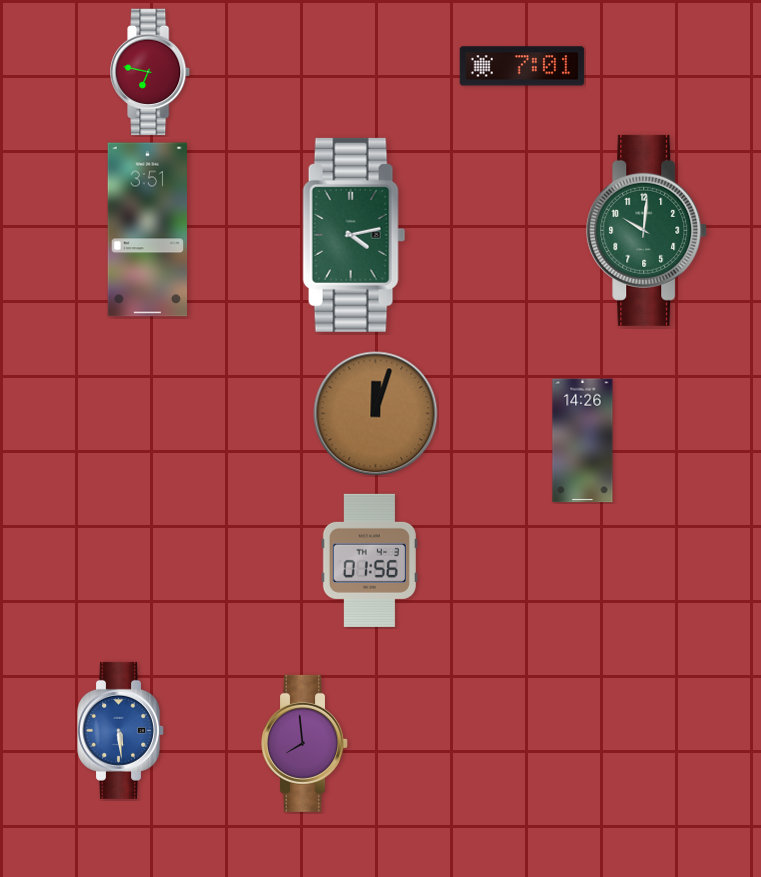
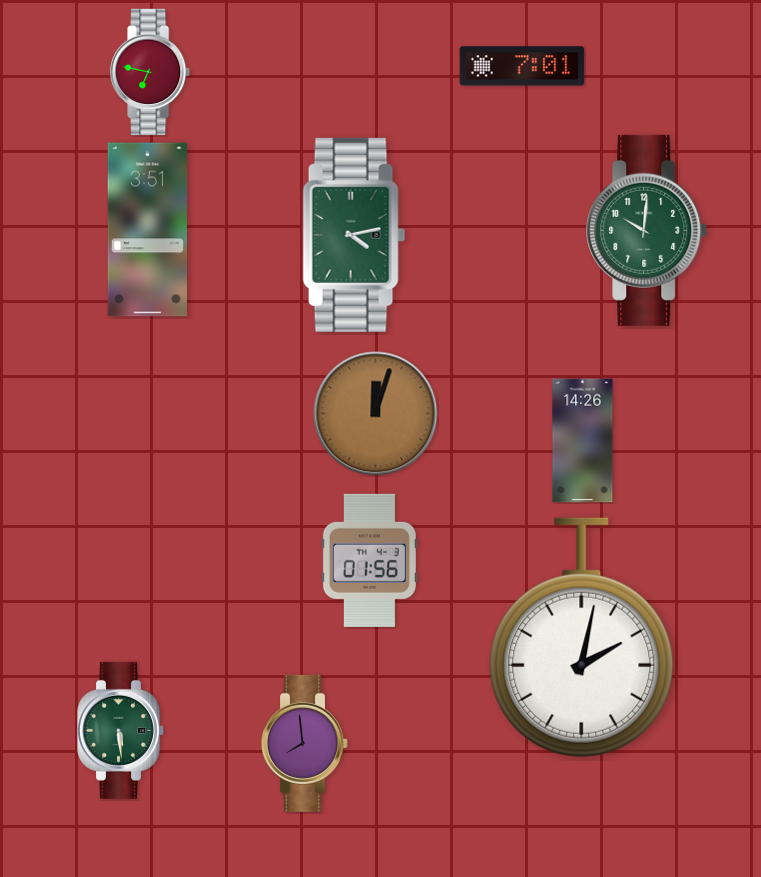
clock at (582, 638): none -> 2:02
clock at (121, 730) dial: blue -> green
